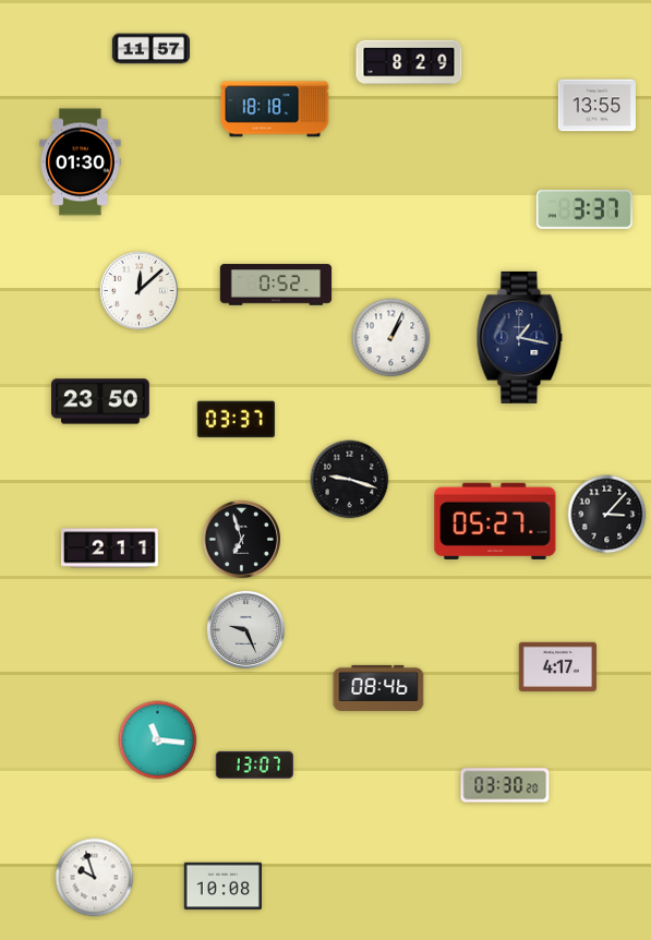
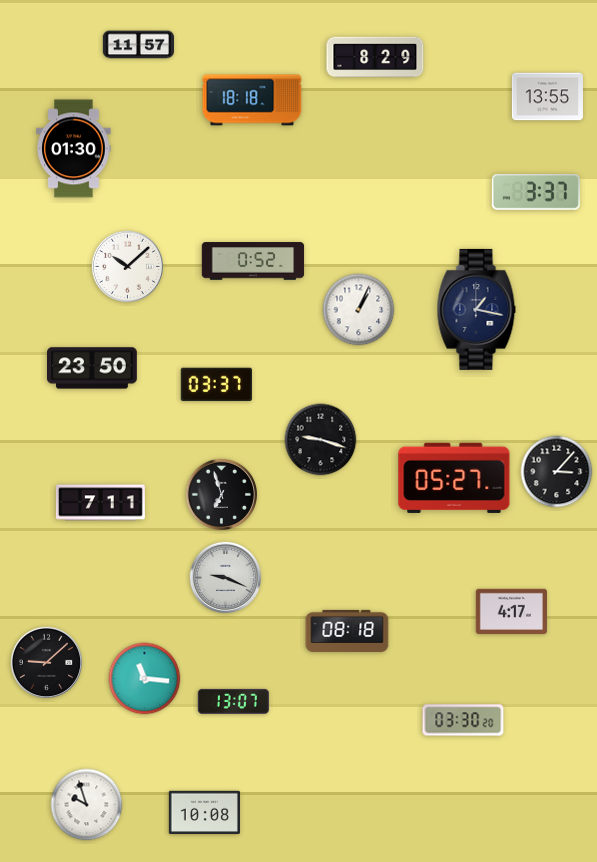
clock at (138, 290): 12:08 -> 10:08
clock at (109, 549): 2:11 -> 7:11
clock at (245, 629): 9:26 -> 9:19
clock at (378, 688): 08:46 -> 08:18
clock at (46, 662): none -> 9:08
